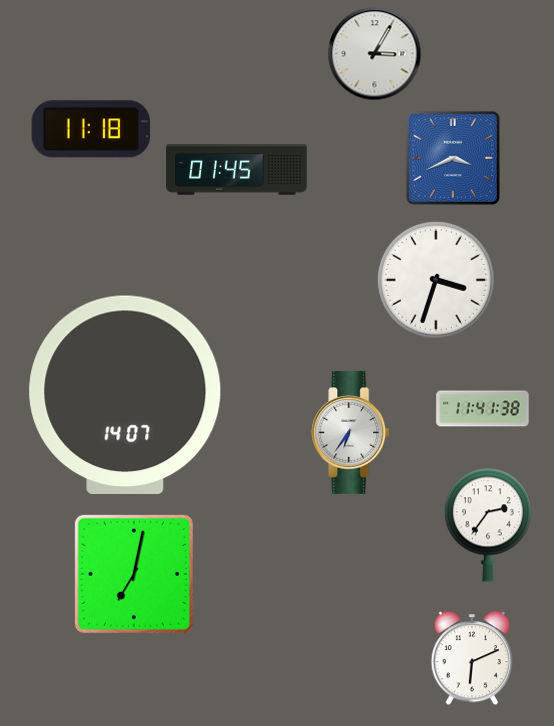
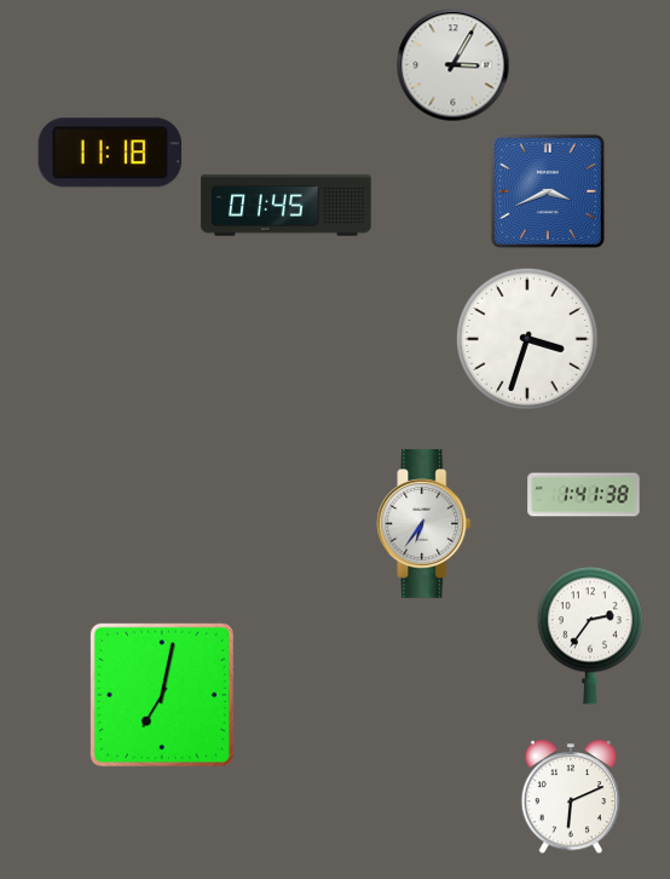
clock at (90, 129) position: (90, 129) -> (109, 153)
clock at (125, 394): 14:07 -> none
clock at (483, 409): 11:41 -> 1:41
